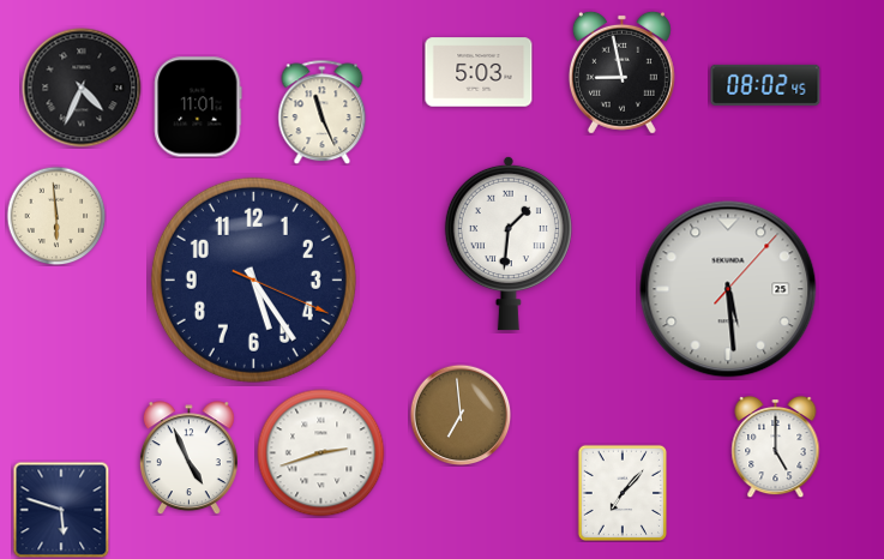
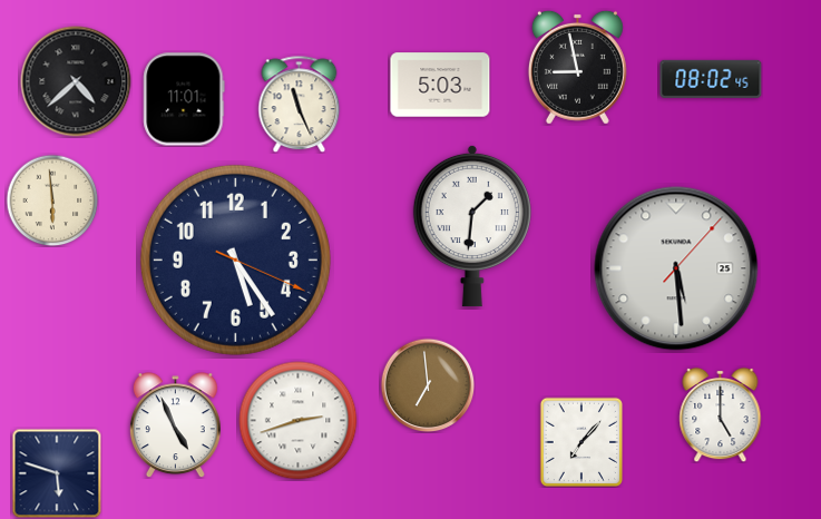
clock at (479, 72) position: (479, 72) -> (440, 85)
clock at (82, 88): 4:34 -> 4:38
clock at (621, 492) position: (621, 492) -> (580, 441)
